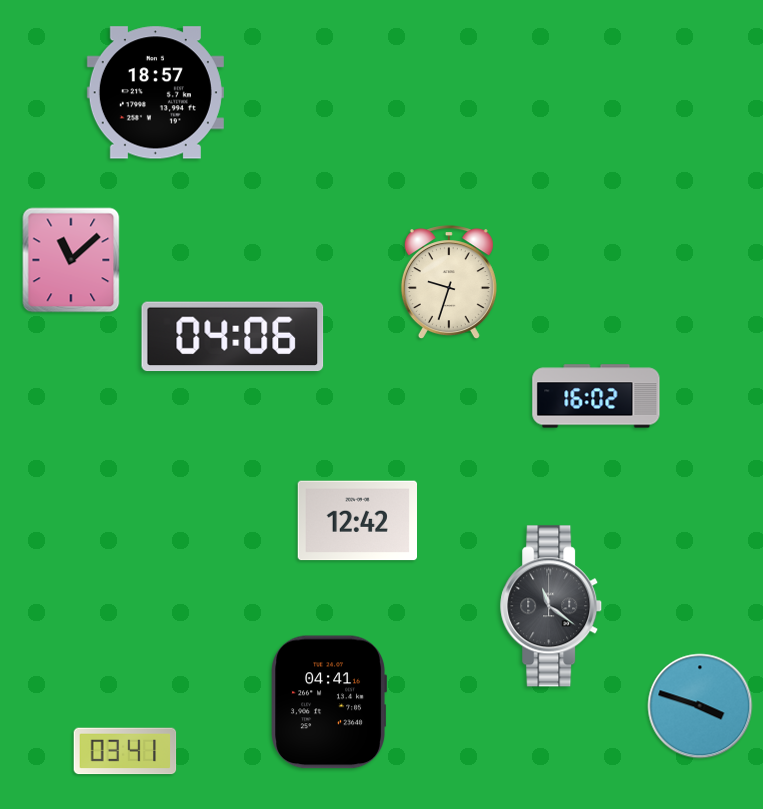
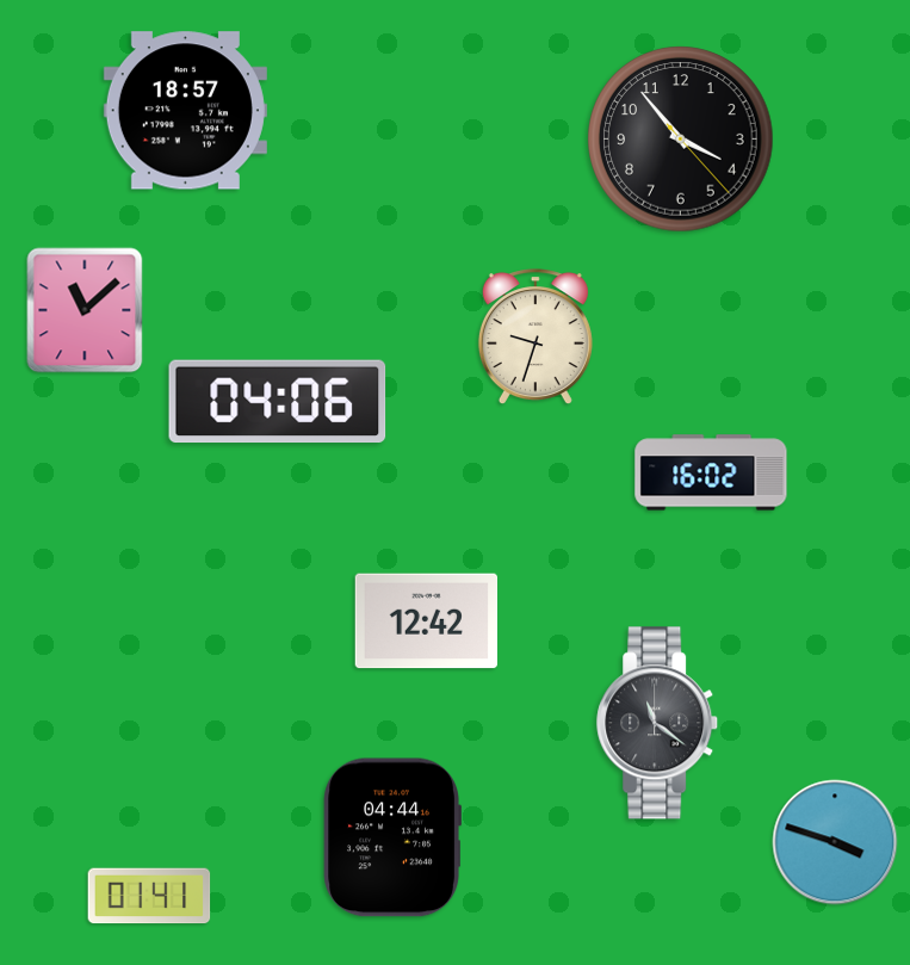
clock at (681, 140): none -> 3:53
clock at (329, 702): 04:41 -> 04:44
clock at (125, 751): 03:41 -> 01:41
